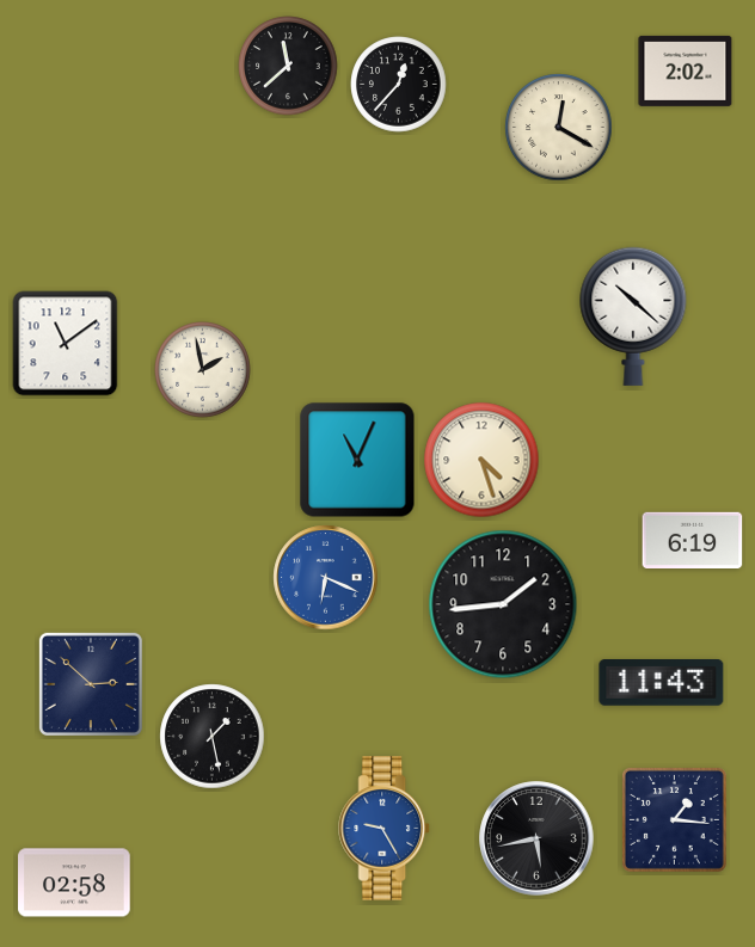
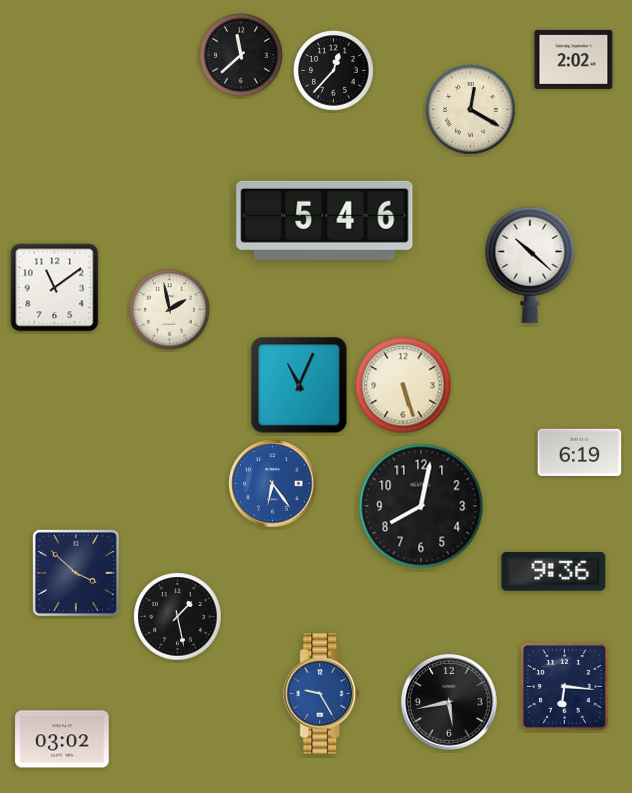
clock at (559, 128) position: (559, 128) -> (471, 110)
clock at (325, 220): none -> 5:46
clock at (481, 460): 4:27 -> 5:27
clock at (326, 578): 6:19 -> 6:24
clock at (503, 604): 1:44 -> 8:02
clock at (662, 683): 11:43 -> 9:36
clock at (91, 684): 2:52 -> 3:52
clock at (674, 819): 1:16 -> 6:16
clock at (74, 883): 02:58 -> 03:02
